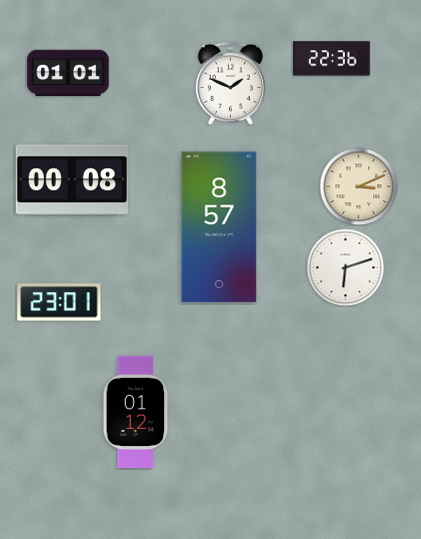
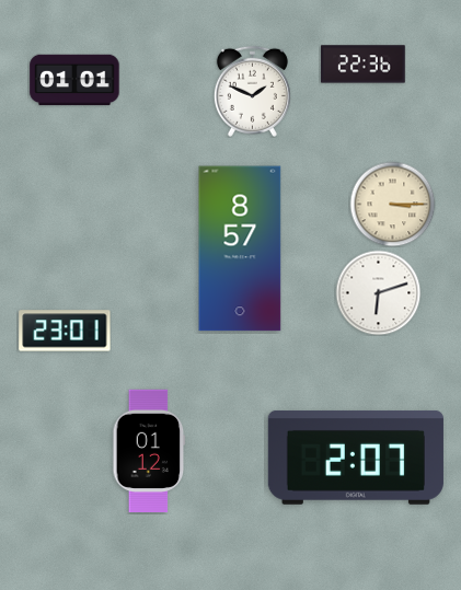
clock at (71, 180): 00:08 -> none
clock at (358, 186): 3:11 -> 3:15
clock at (356, 458): none -> 2:07
